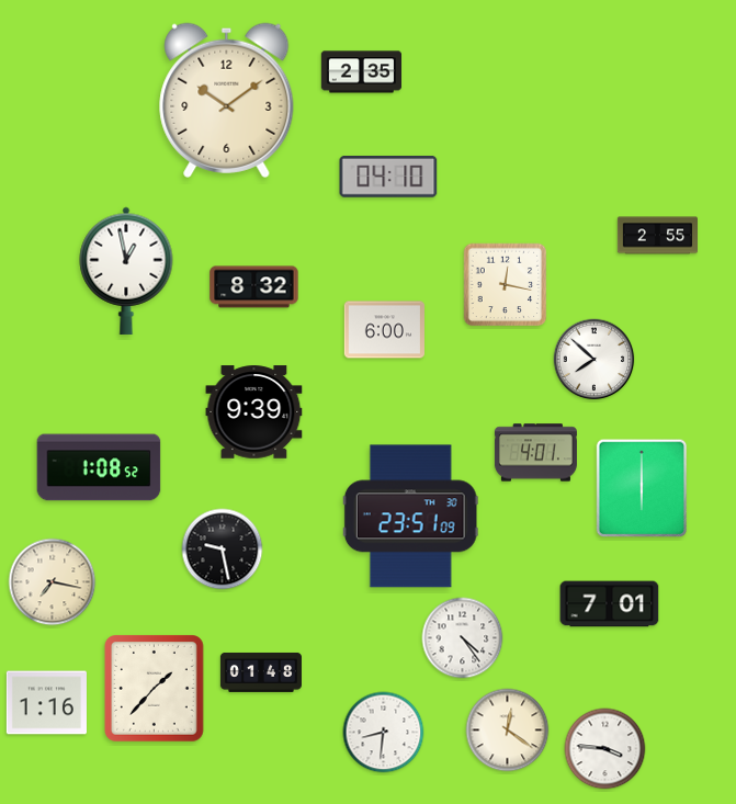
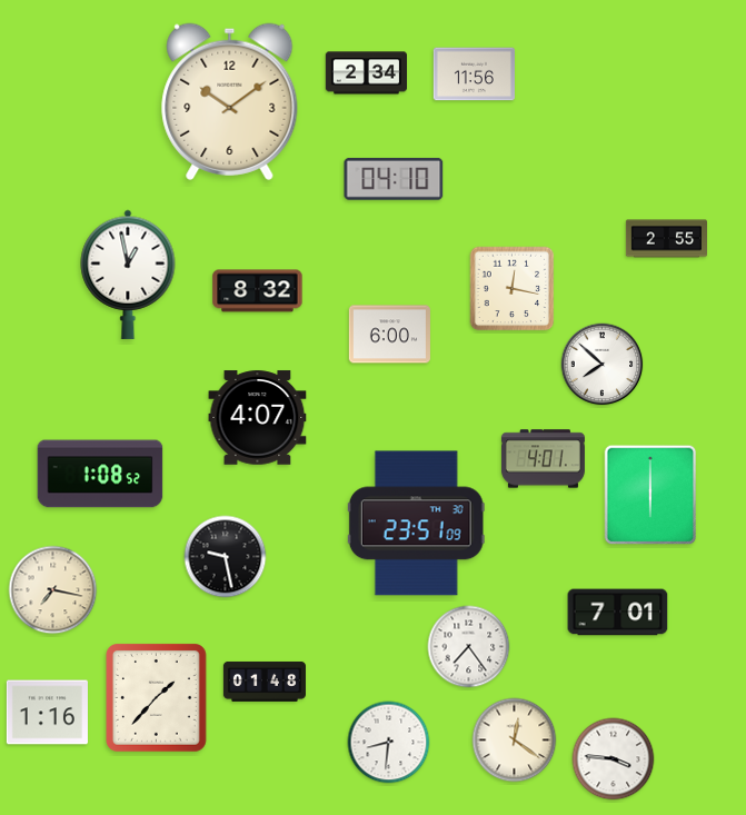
clock at (361, 72): 2:35 -> 2:34
clock at (474, 74): none -> 11:56
clock at (254, 412): 9:39 -> 4:07
clock at (463, 638): 4:24 -> 7:24
